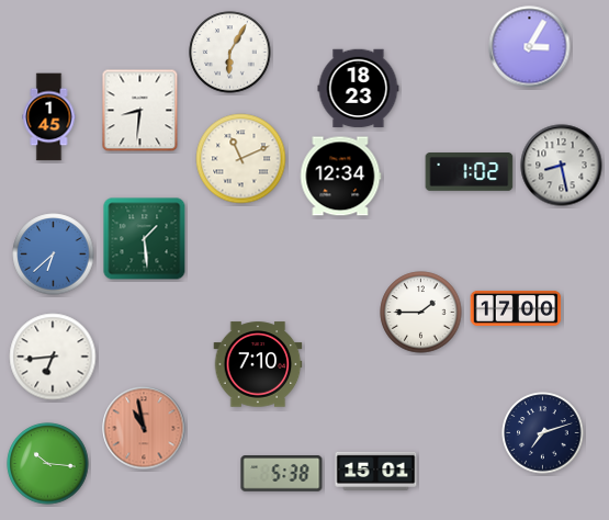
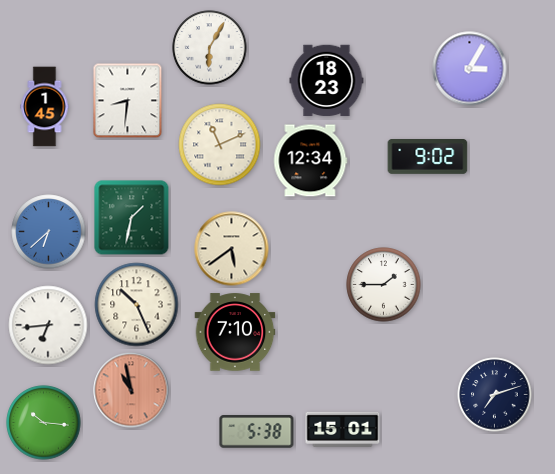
clock at (530, 47) position: (530, 47) -> (470, 69)
clock at (562, 166): 8:28 -> none
clock at (470, 172): 1:02 -> 9:02
clock at (145, 239): 1:29 -> 1:32
clock at (232, 249): none -> 5:39
clock at (516, 308): 17:00 -> none
clock at (137, 305): none -> 10:26
